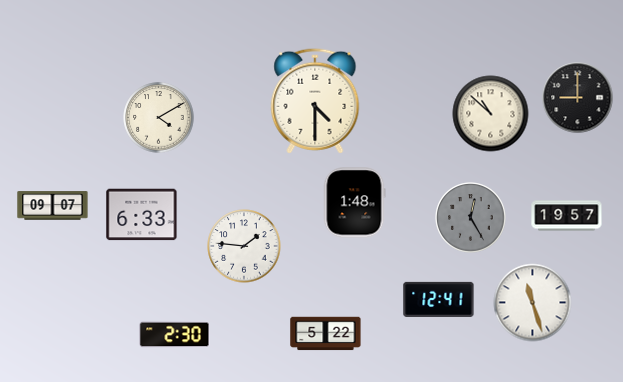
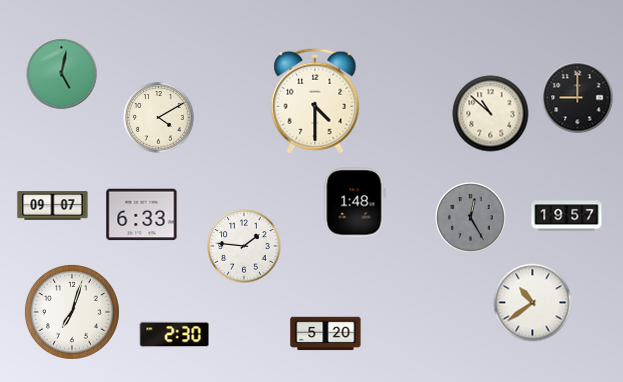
clock at (62, 74): none -> 5:02
clock at (439, 299): 12:41 -> none
clock at (533, 303): 11:27 -> 10:39
clock at (72, 312): none -> 7:03
clock at (326, 334): 5:22 -> 5:20
